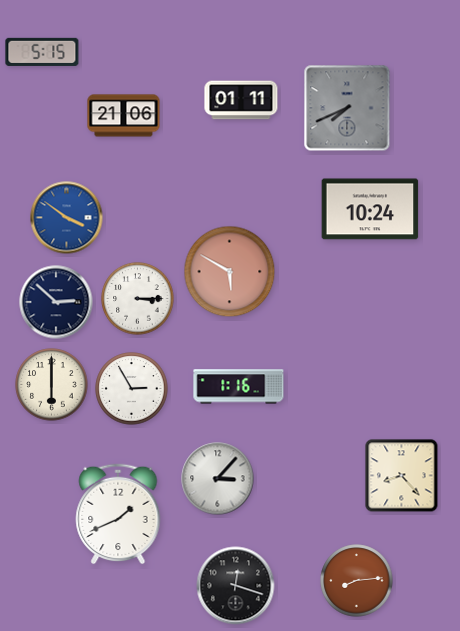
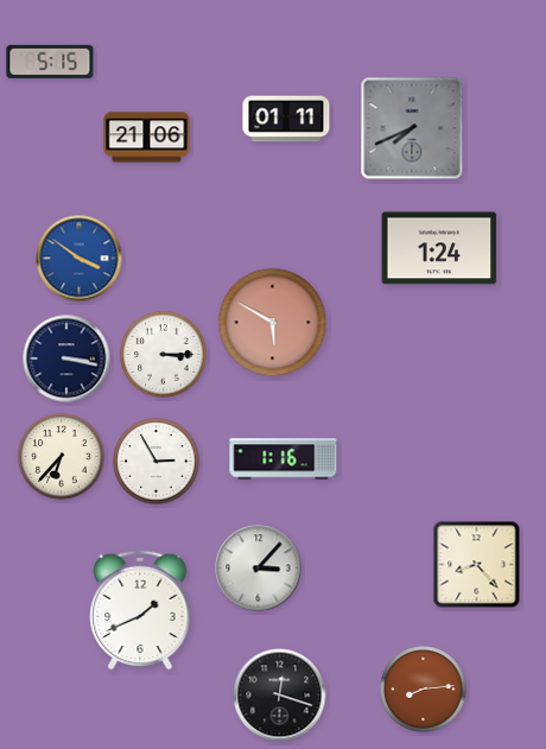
clock at (370, 209): 10:24 -> 1:24
clock at (56, 302): 2:52 -> 3:17
clock at (52, 385): 6:00 -> 6:37
